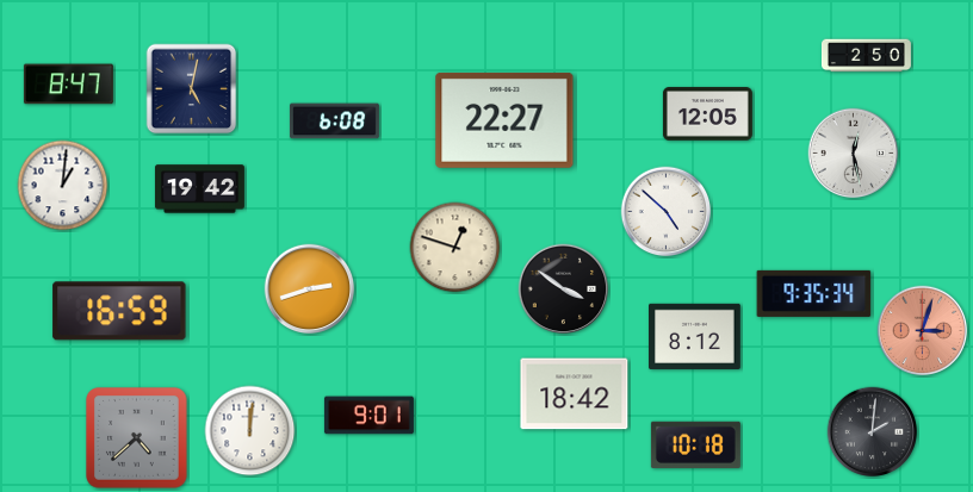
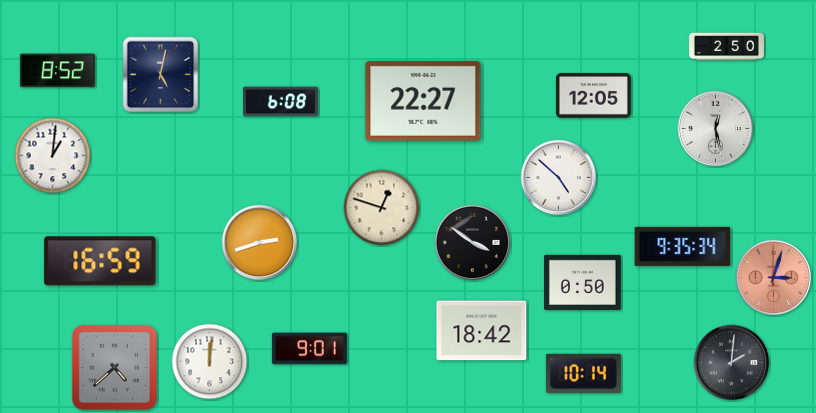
clock at (68, 85): 8:47 -> 8:52
clock at (199, 189): 19:42 -> none
clock at (695, 336): 8:12 -> 0:50
clock at (695, 444): 10:18 -> 10:14
